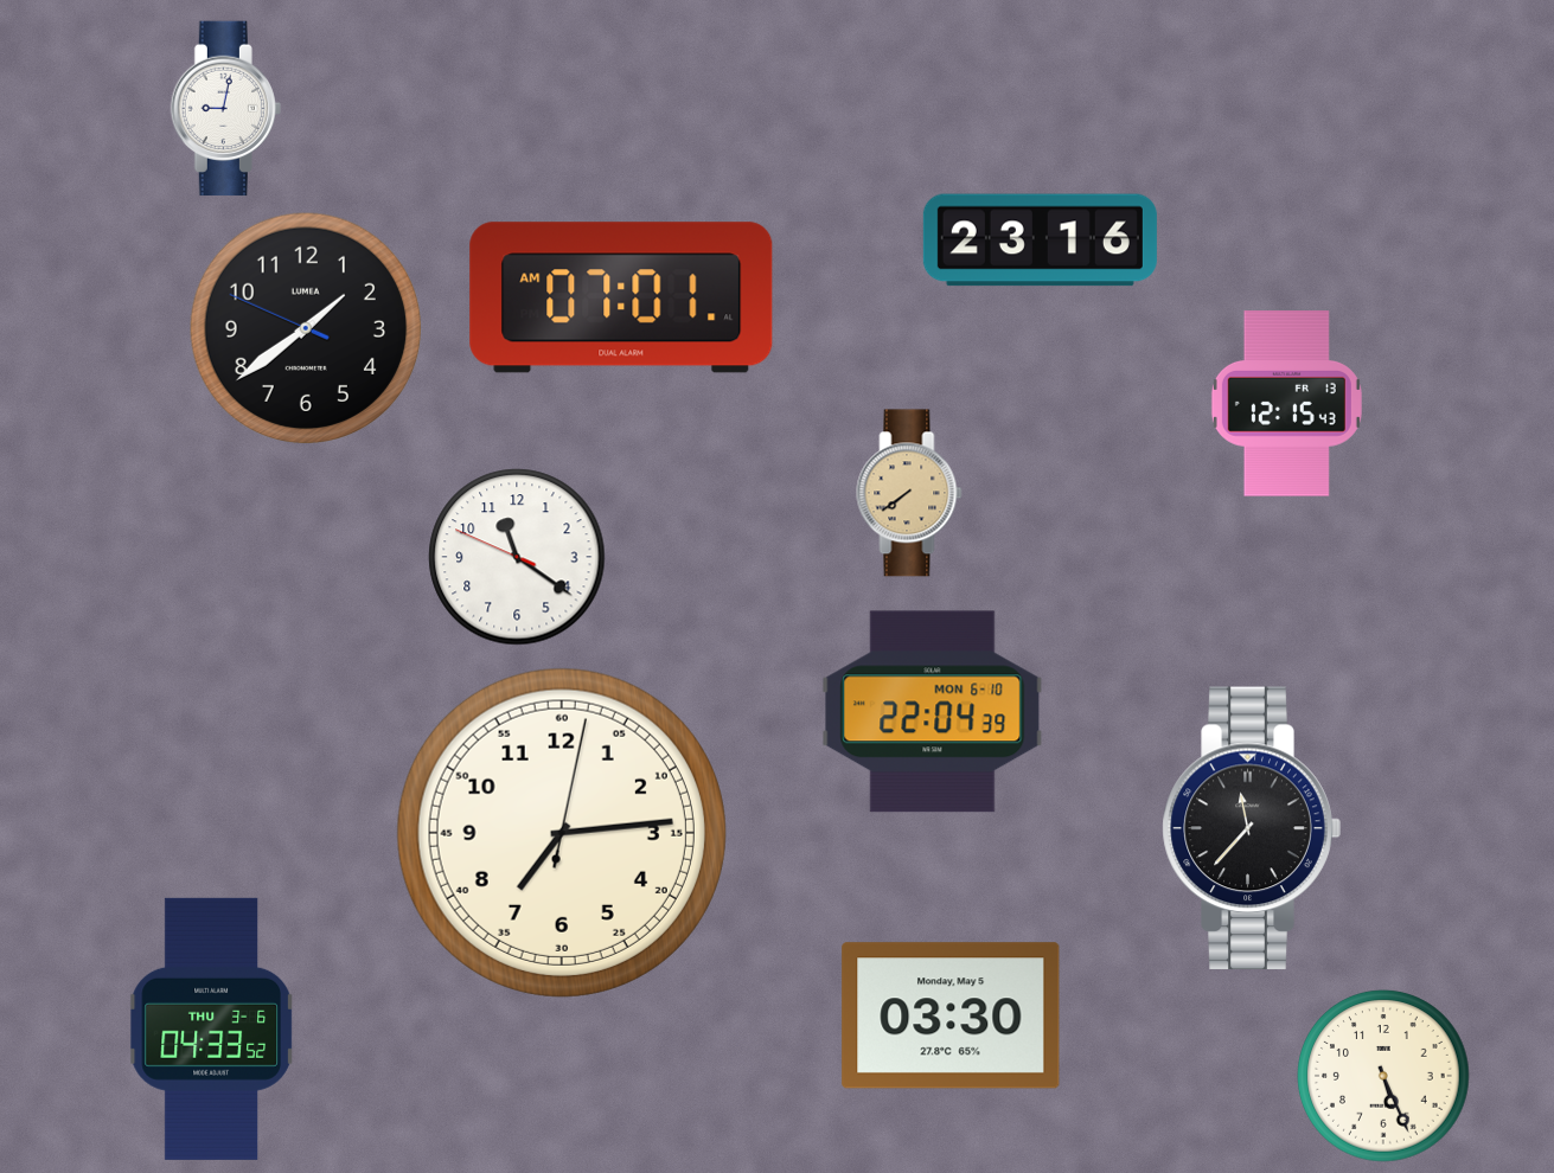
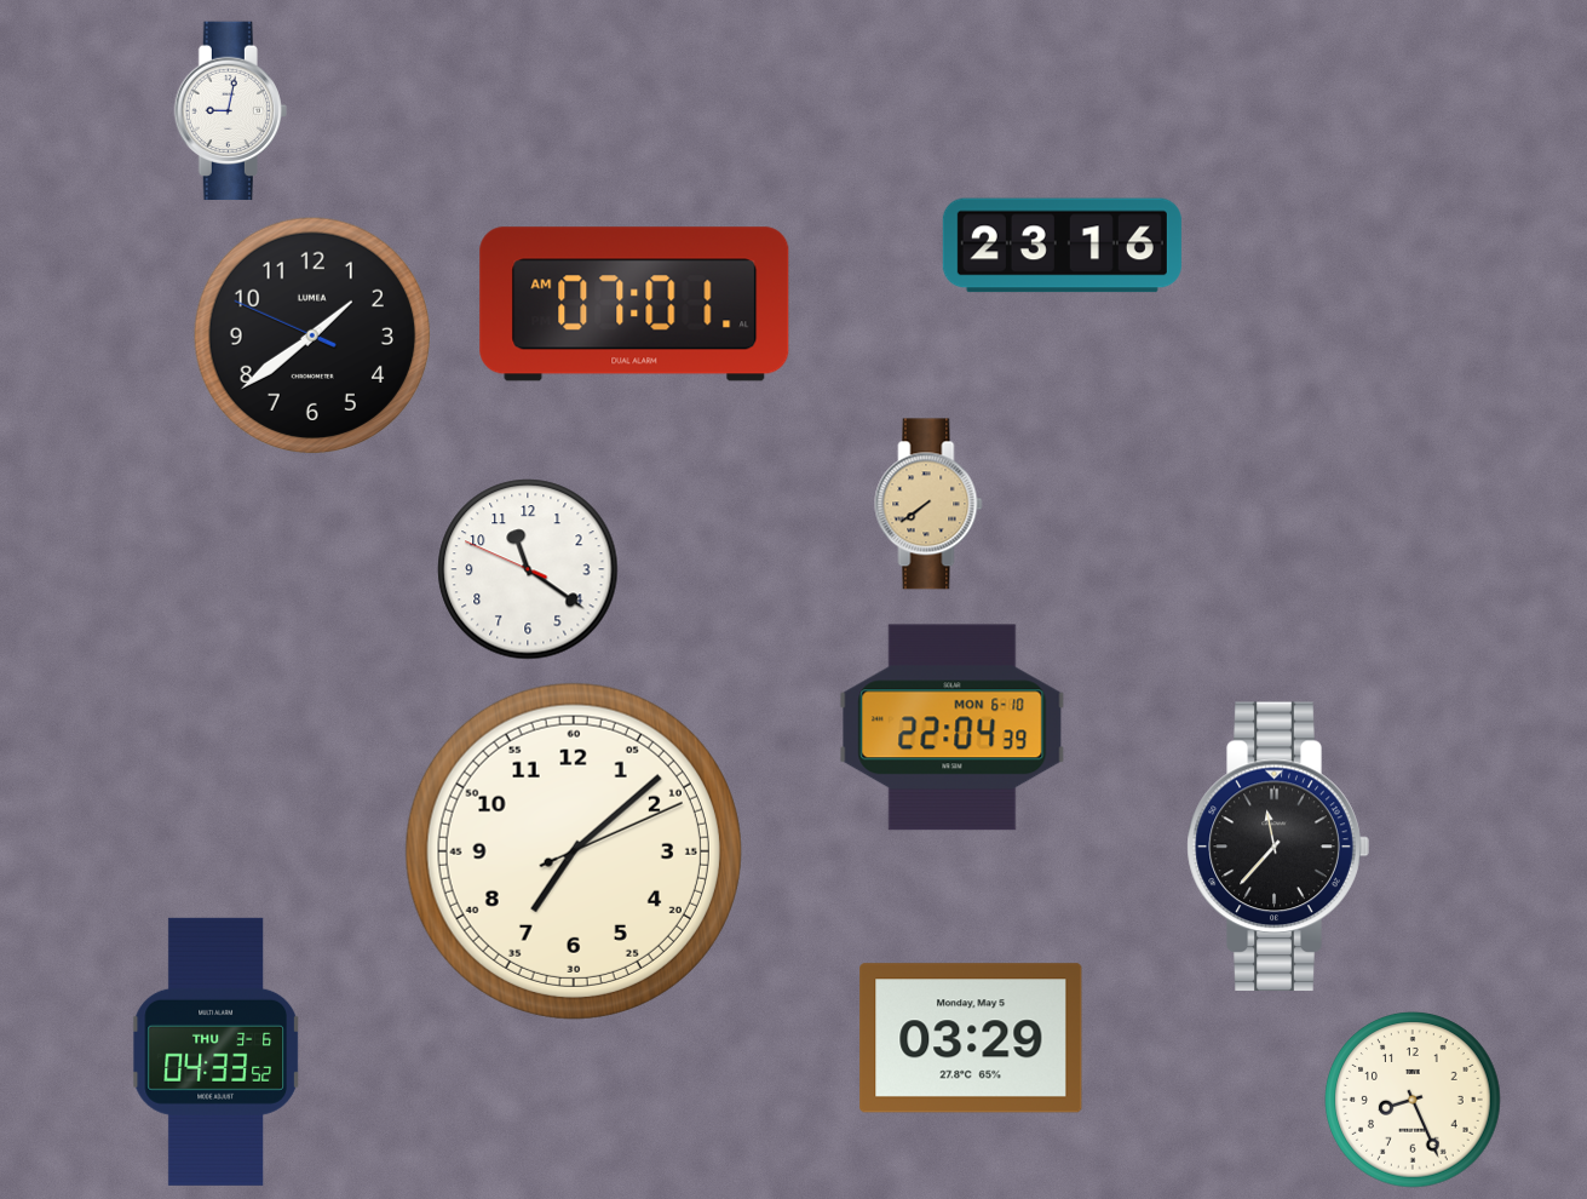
clock at (1286, 404): 12:15 -> none
clock at (562, 833): 7:14 -> 7:08
clock at (951, 1015): 03:30 -> 03:29
clock at (1383, 1076): 5:26 -> 8:26
